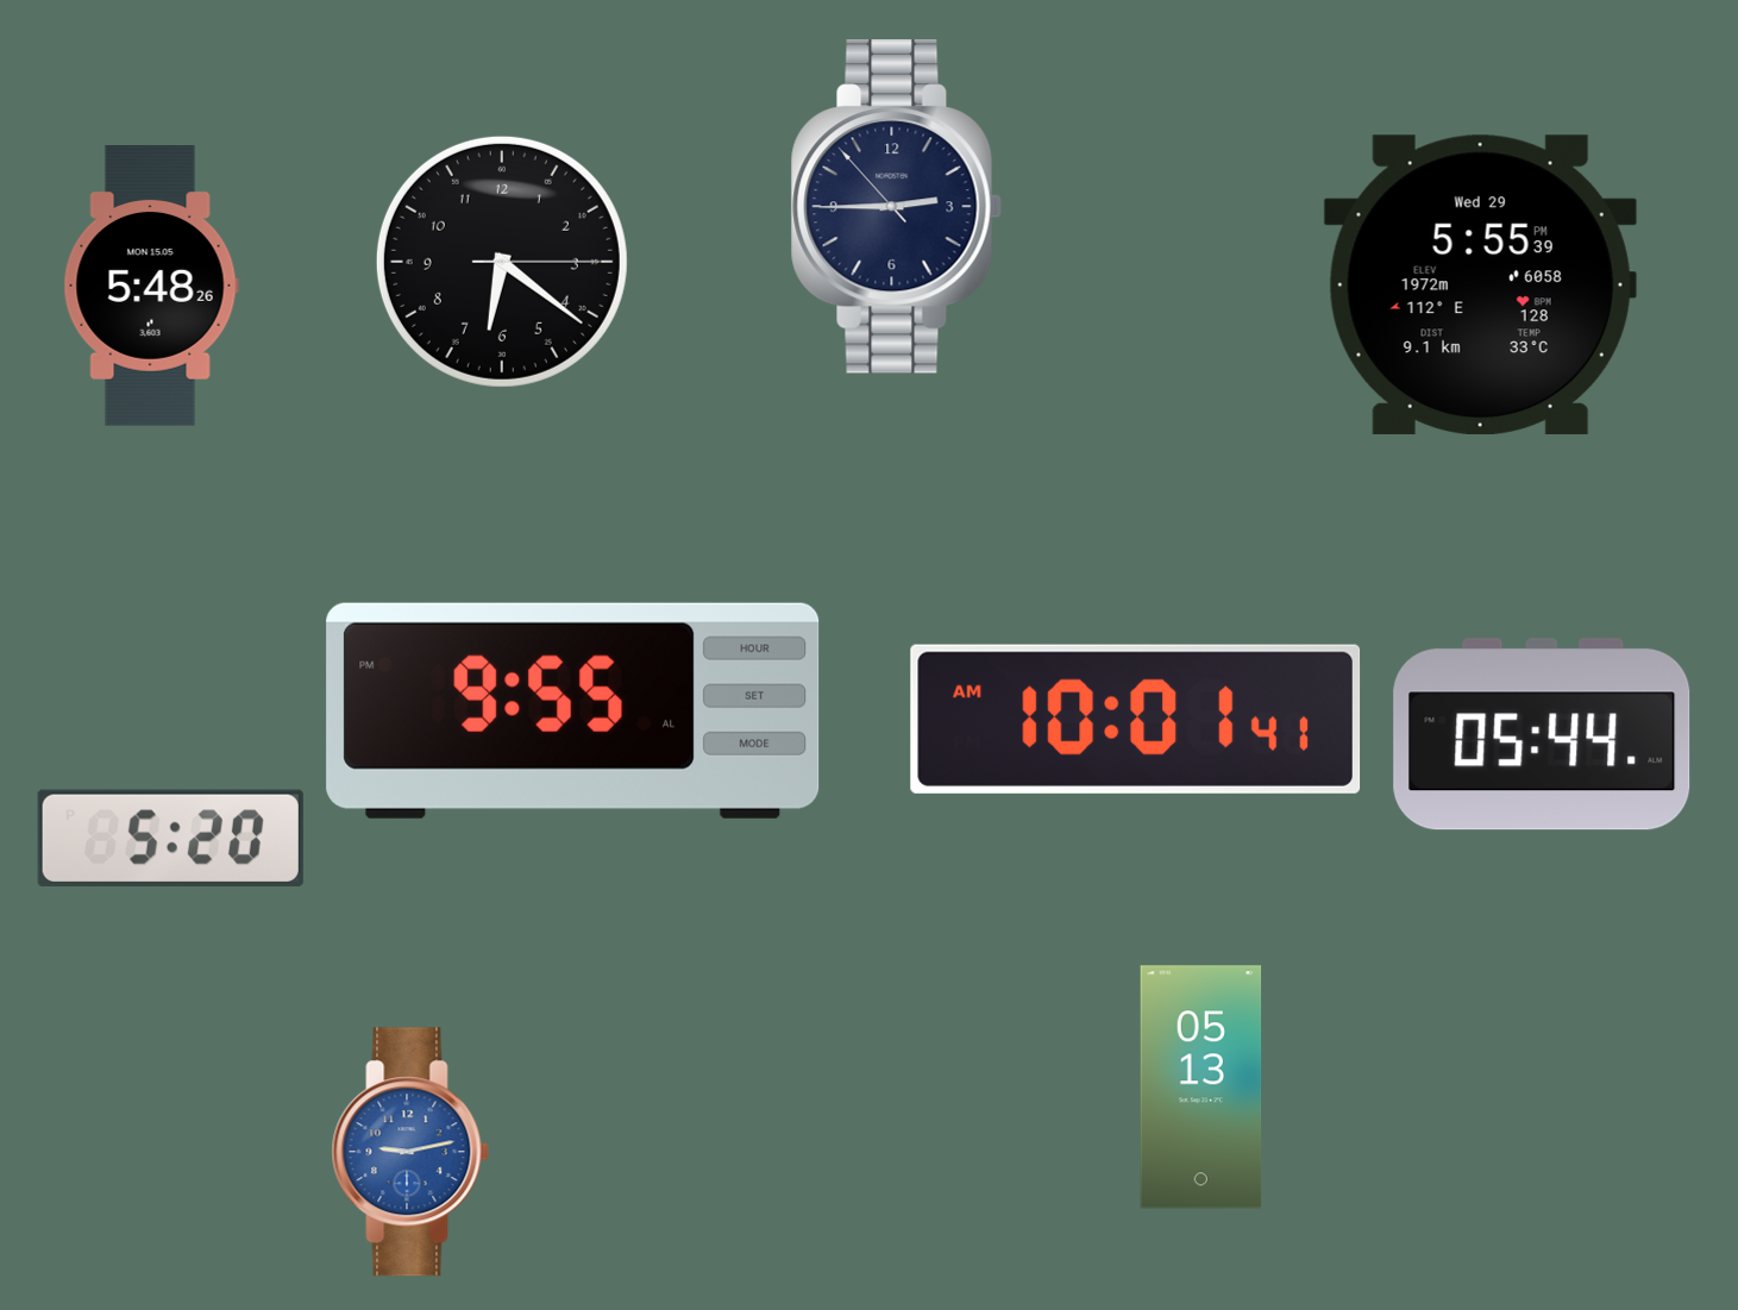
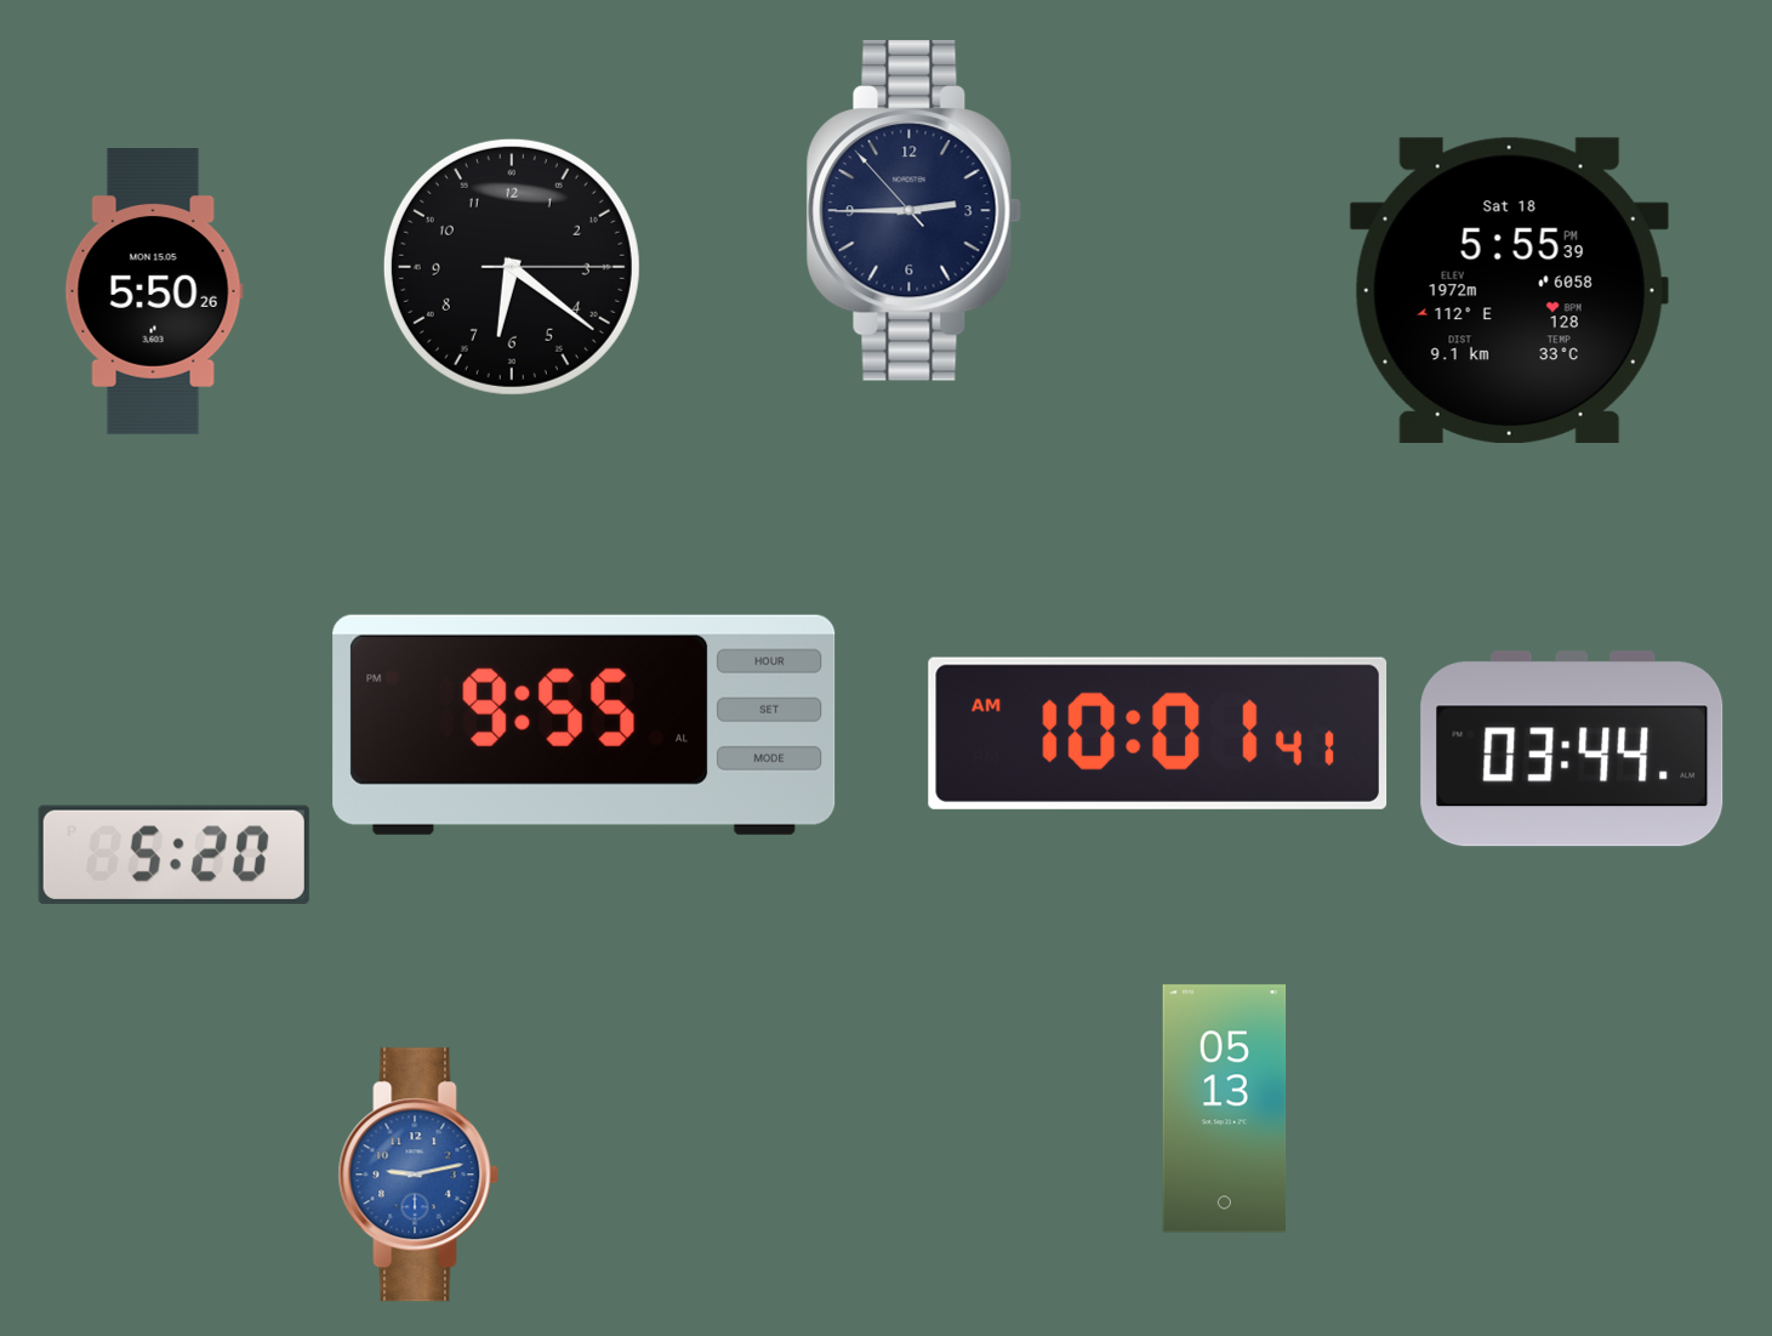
clock at (1480, 284) date: Wed 29 -> Sat 18
clock at (151, 287): 5:48 -> 5:50
clock at (1542, 734): 05:44 -> 03:44
